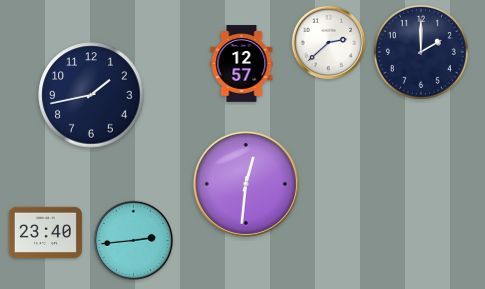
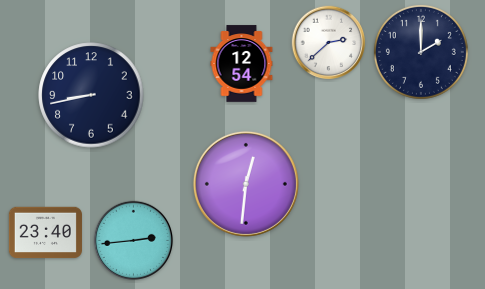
clock at (242, 64): 12:57 -> 12:54
clock at (91, 95): 1:43 -> 8:43
